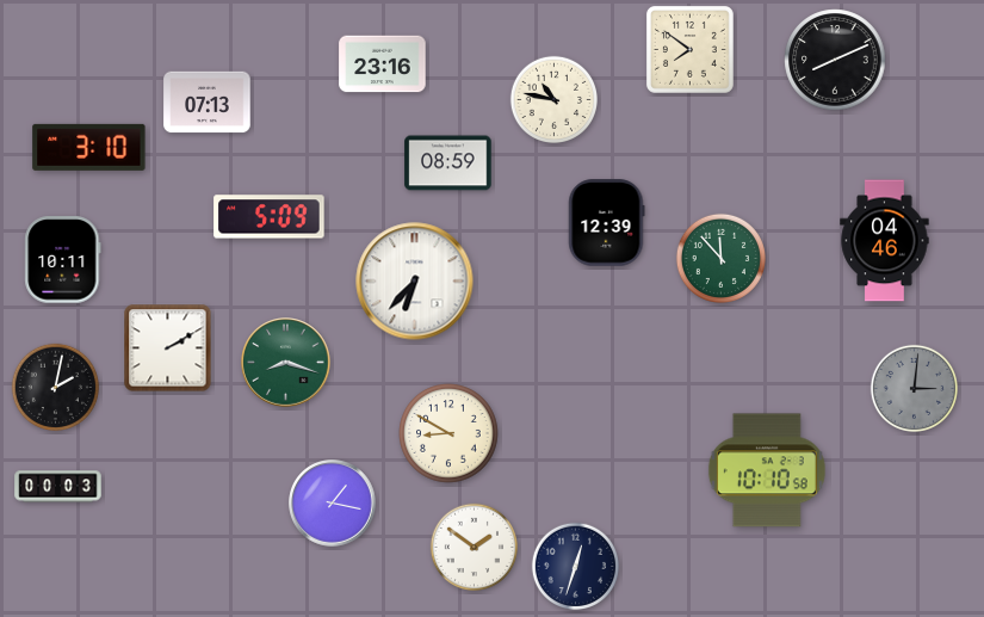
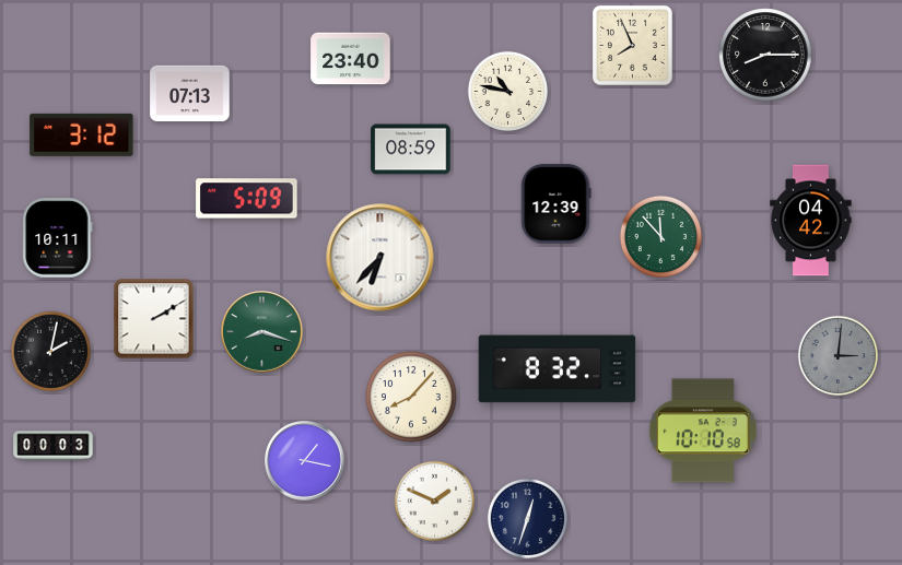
clock at (689, 49): 7:51 -> 7:56
clock at (835, 60): 8:11 -> 8:15
clock at (383, 64): 23:16 -> 23:40
clock at (89, 147): 3:10 -> 3:12
clock at (885, 241): 04:46 -> 04:42
clock at (55, 387) position: (55, 387) -> (50, 351)
clock at (558, 369): none -> 8:32
clock at (448, 433): 8:50 -> 8:07
clock at (474, 547): 1:51 -> 1:49
